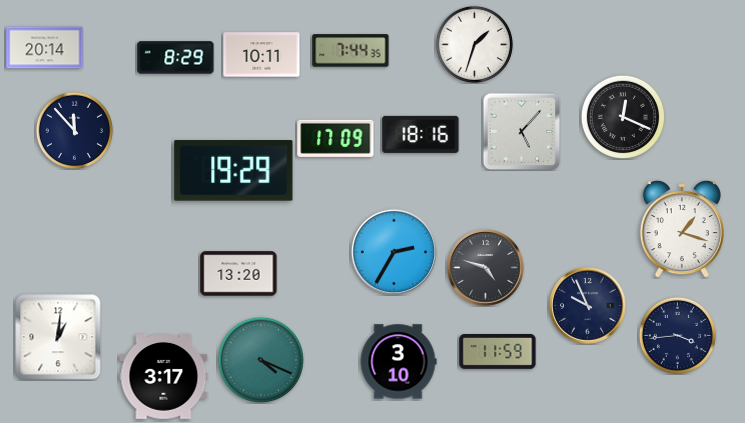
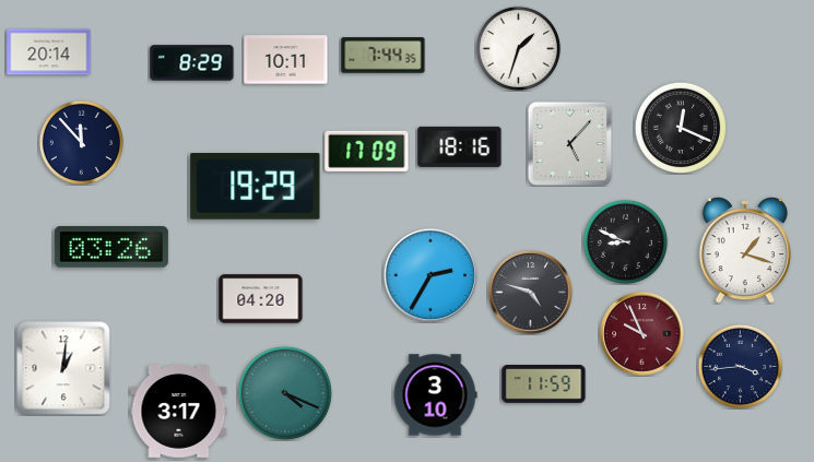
clock at (625, 241): none -> 8:49
clock at (111, 247): none -> 03:26
clock at (239, 274): 13:20 -> 04:20
clock at (588, 306) dial: navy -> burgundy
